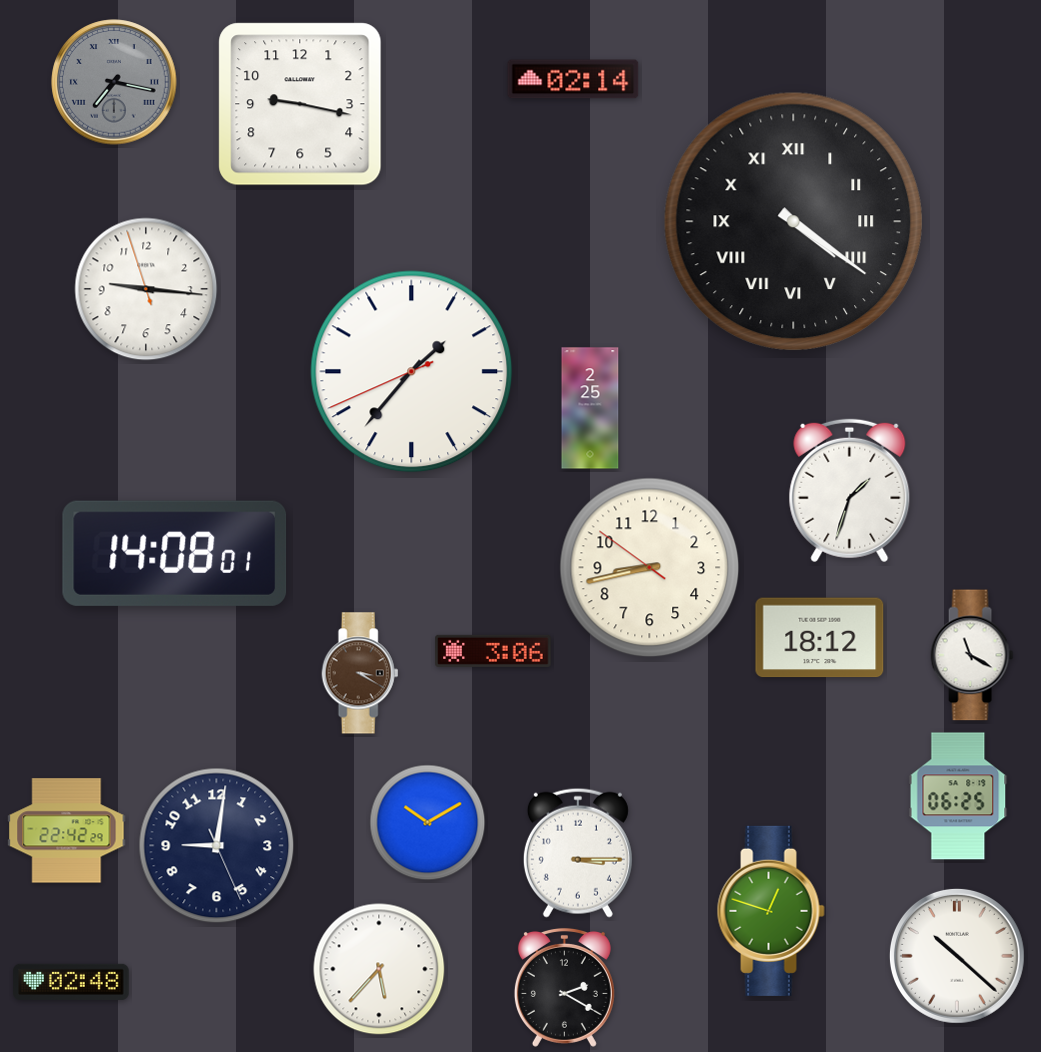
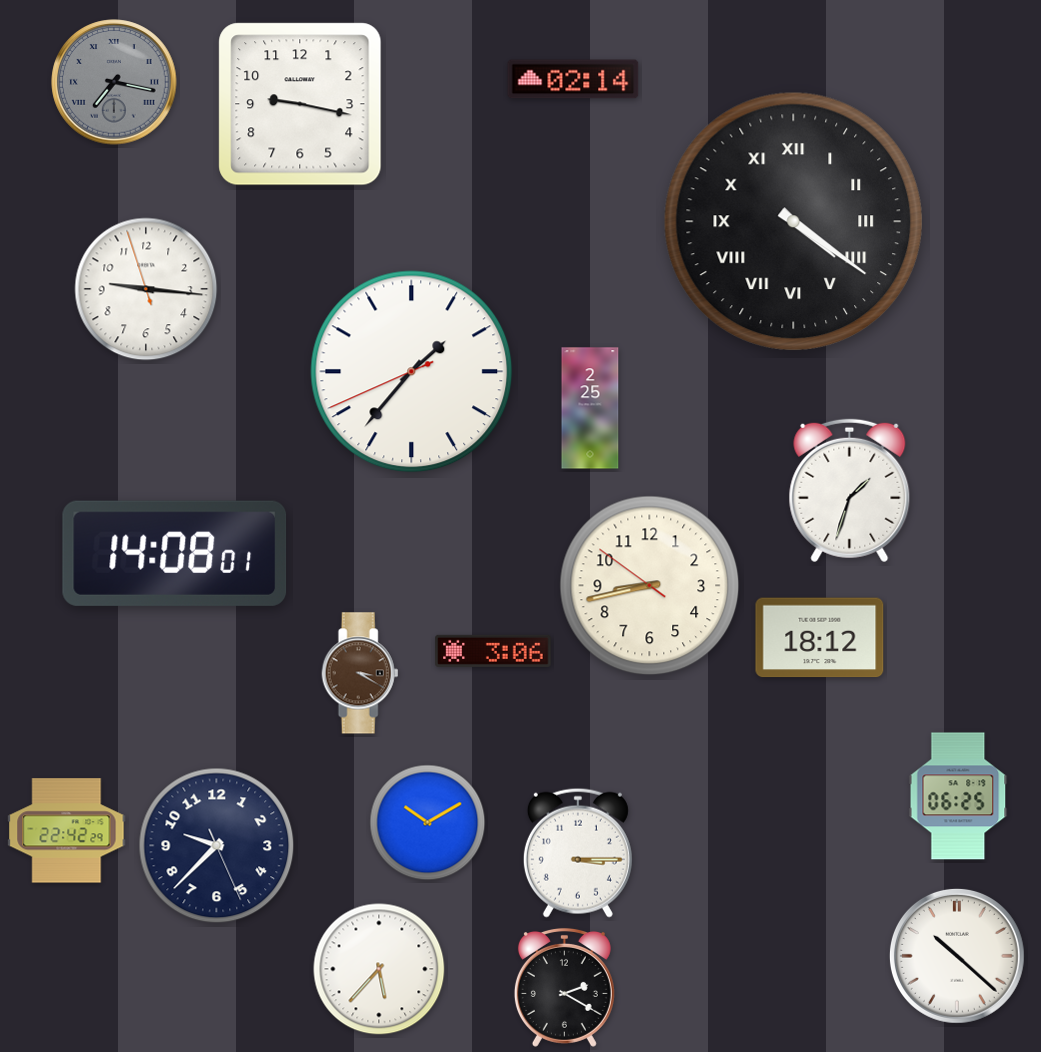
clock at (650, 568) position: (650, 568) -> (650, 586)
clock at (972, 655): 11:20 -> none
clock at (217, 846): 9:01 -> 9:37
clock at (771, 911): 12:48 -> none
clock at (71, 982): 02:48 -> none
